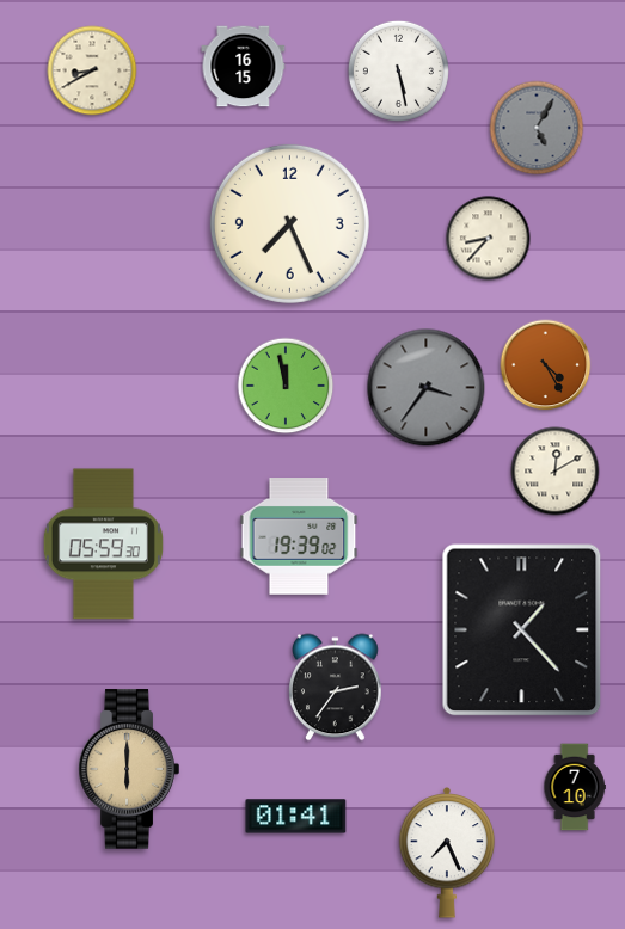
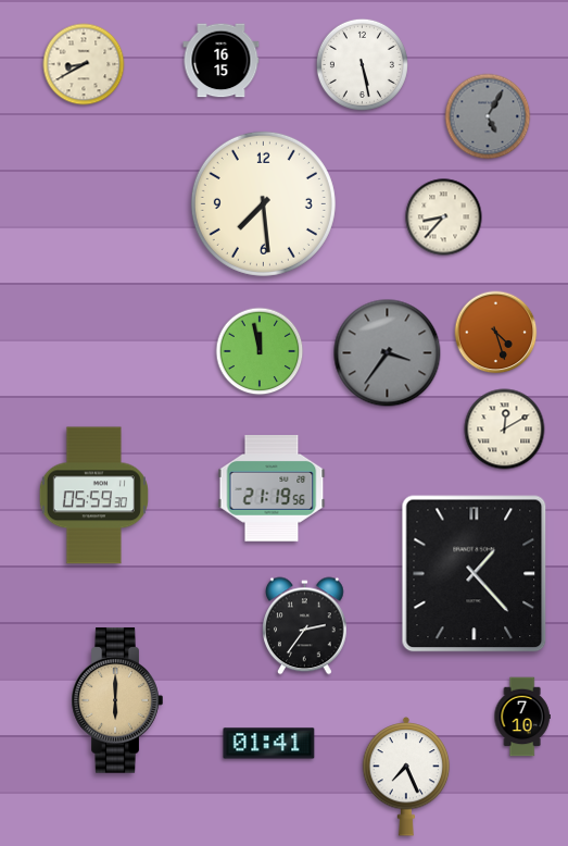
clock at (289, 223): 7:26 -> 7:29
clock at (546, 365): 4:25 -> 4:27
clock at (299, 536): 19:39 -> 21:19
